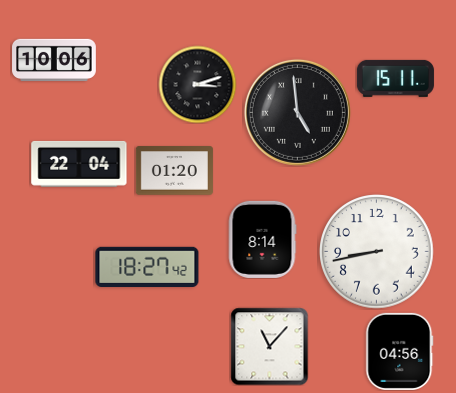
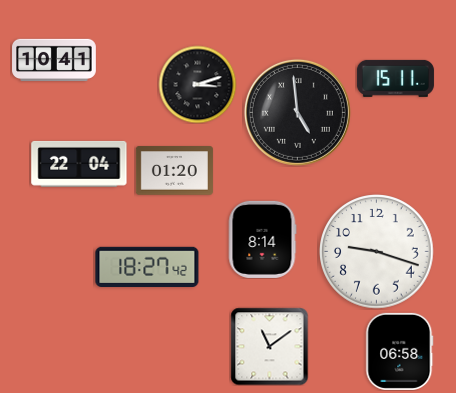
clock at (54, 60): 10:06 -> 10:41
clock at (377, 252): 8:43 -> 9:18
clock at (269, 346): 11:07 -> 11:09
clock at (400, 351): 04:56 -> 06:58
